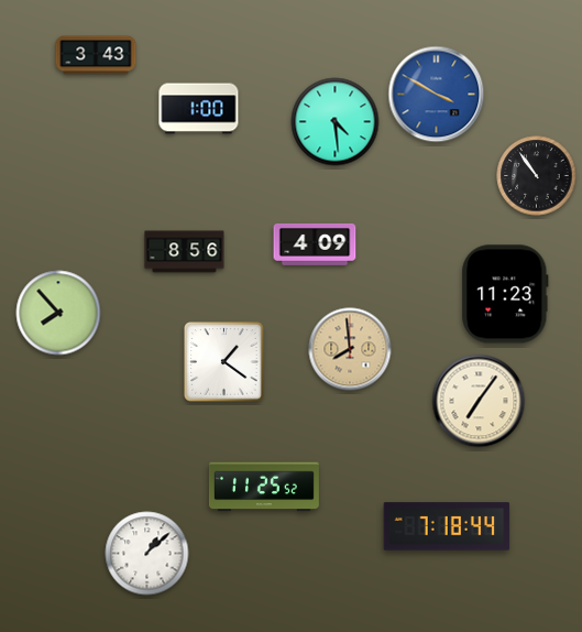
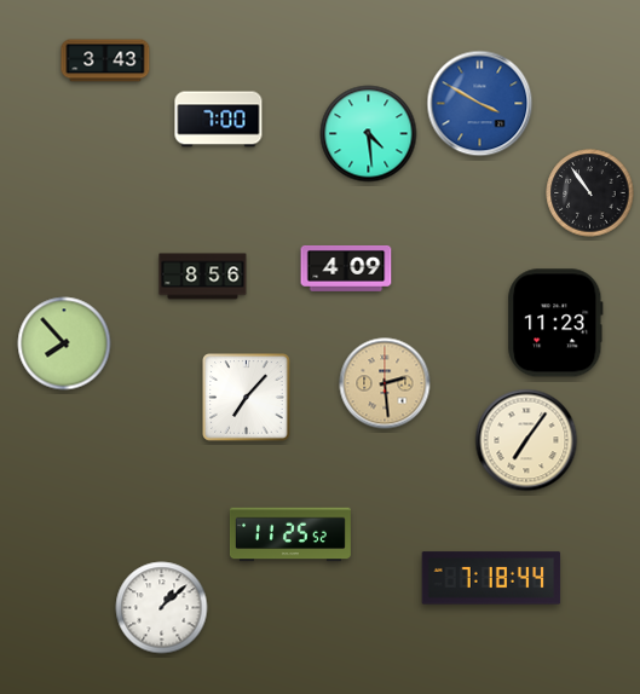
clock at (199, 109): 1:00 -> 7:00
clock at (350, 349): 7:59 -> 2:29
clock at (224, 362): 1:21 -> 7:07
